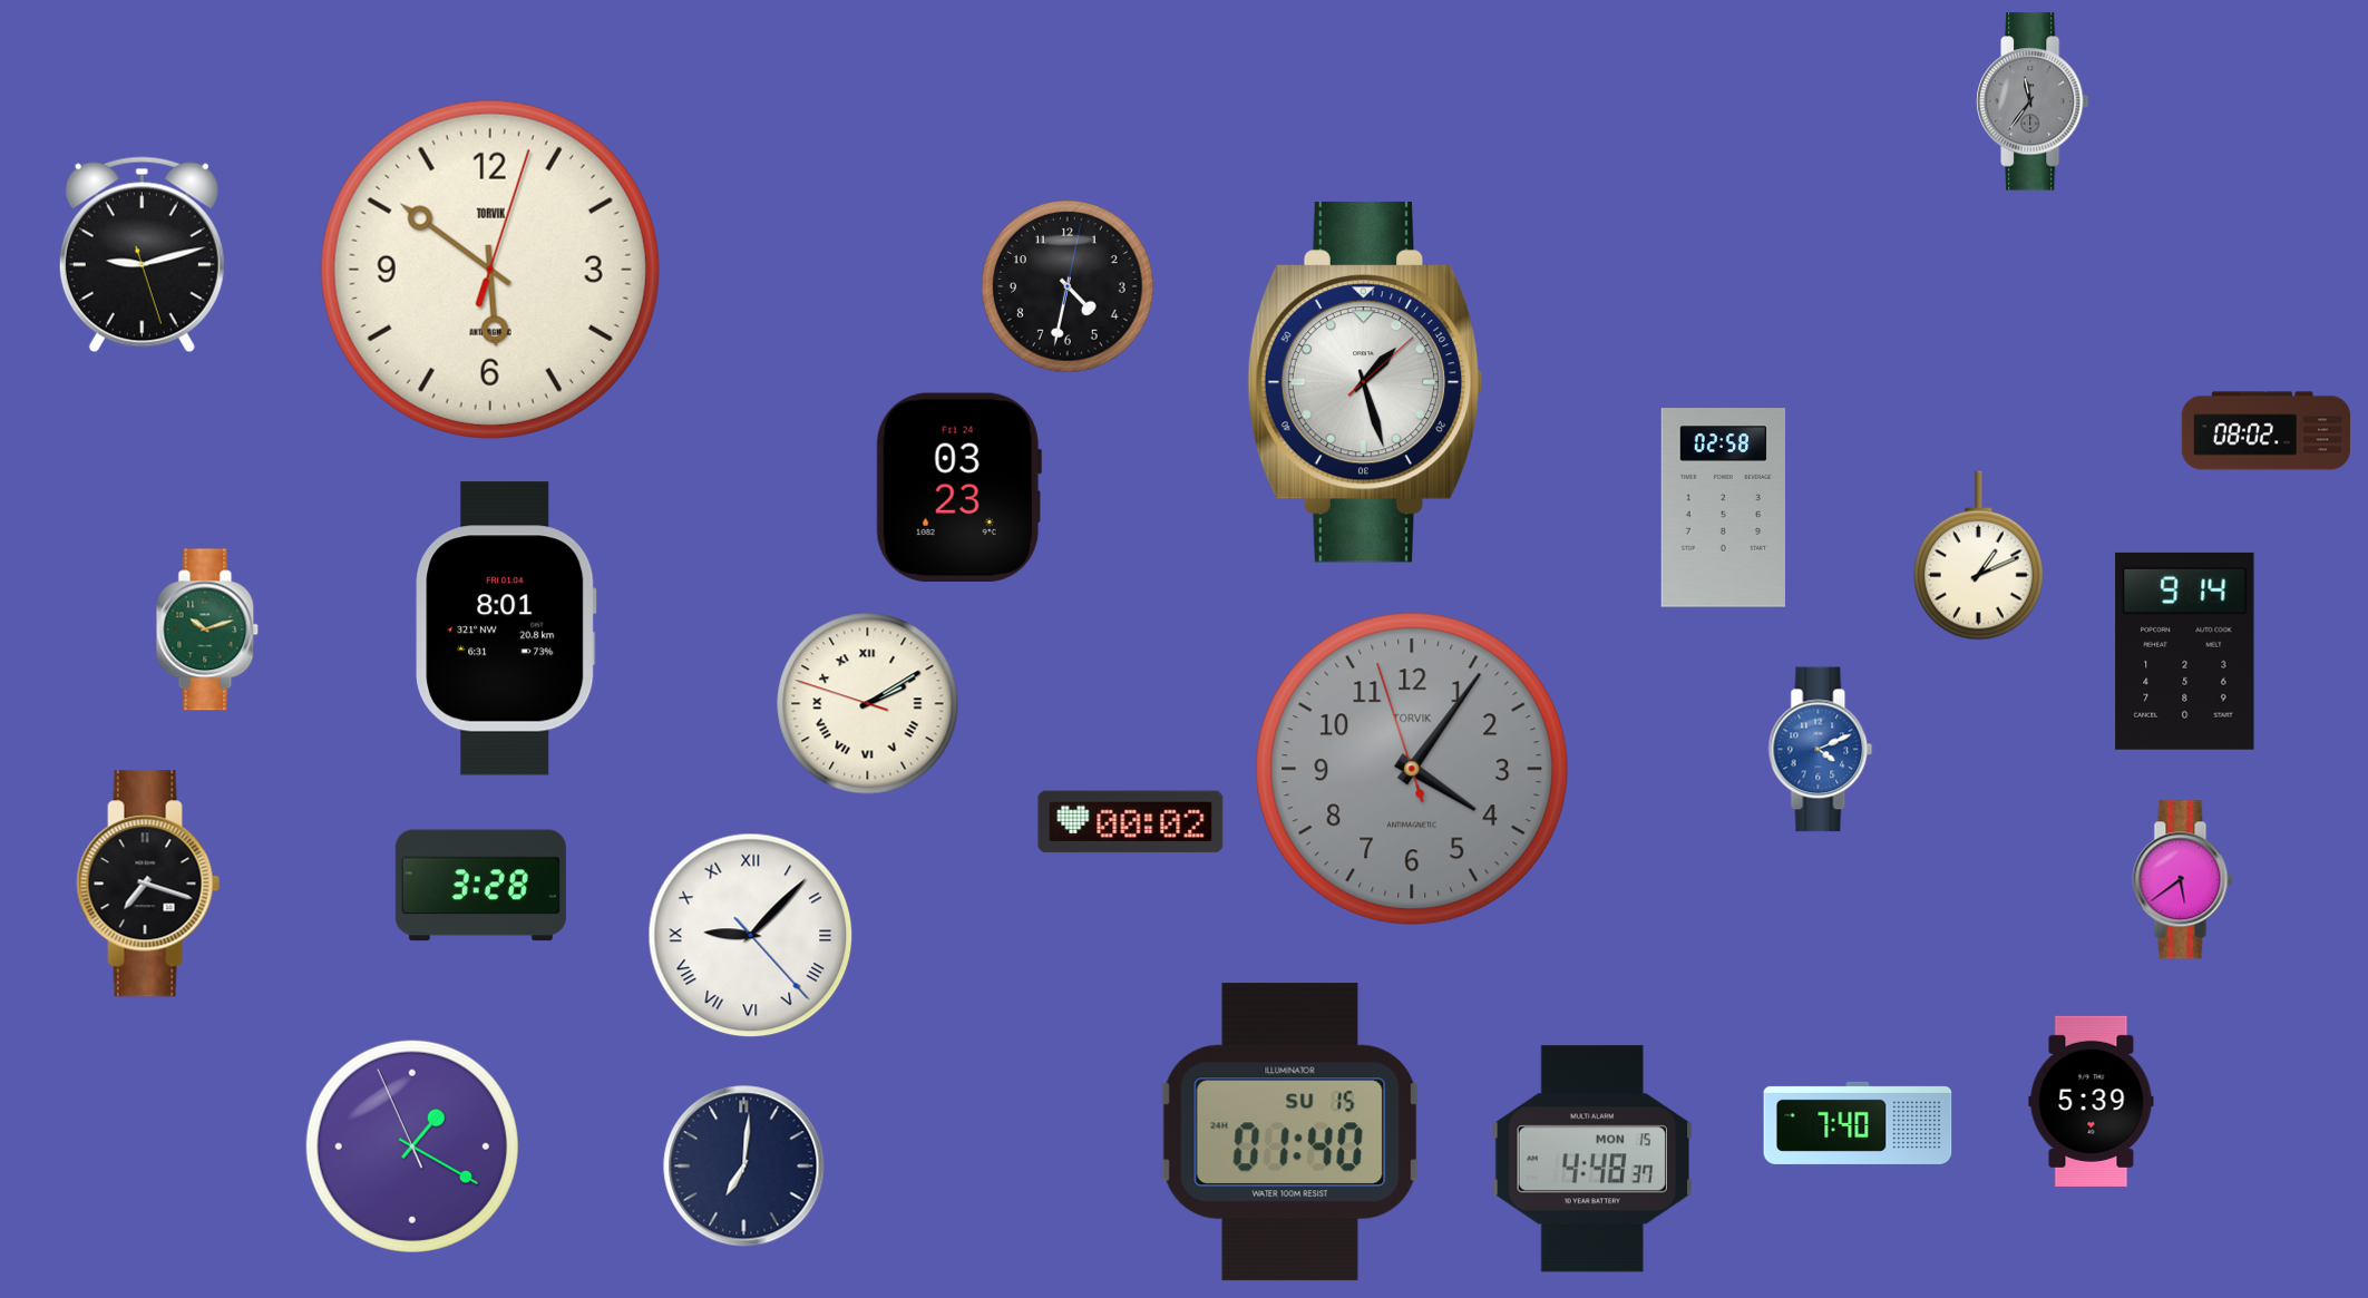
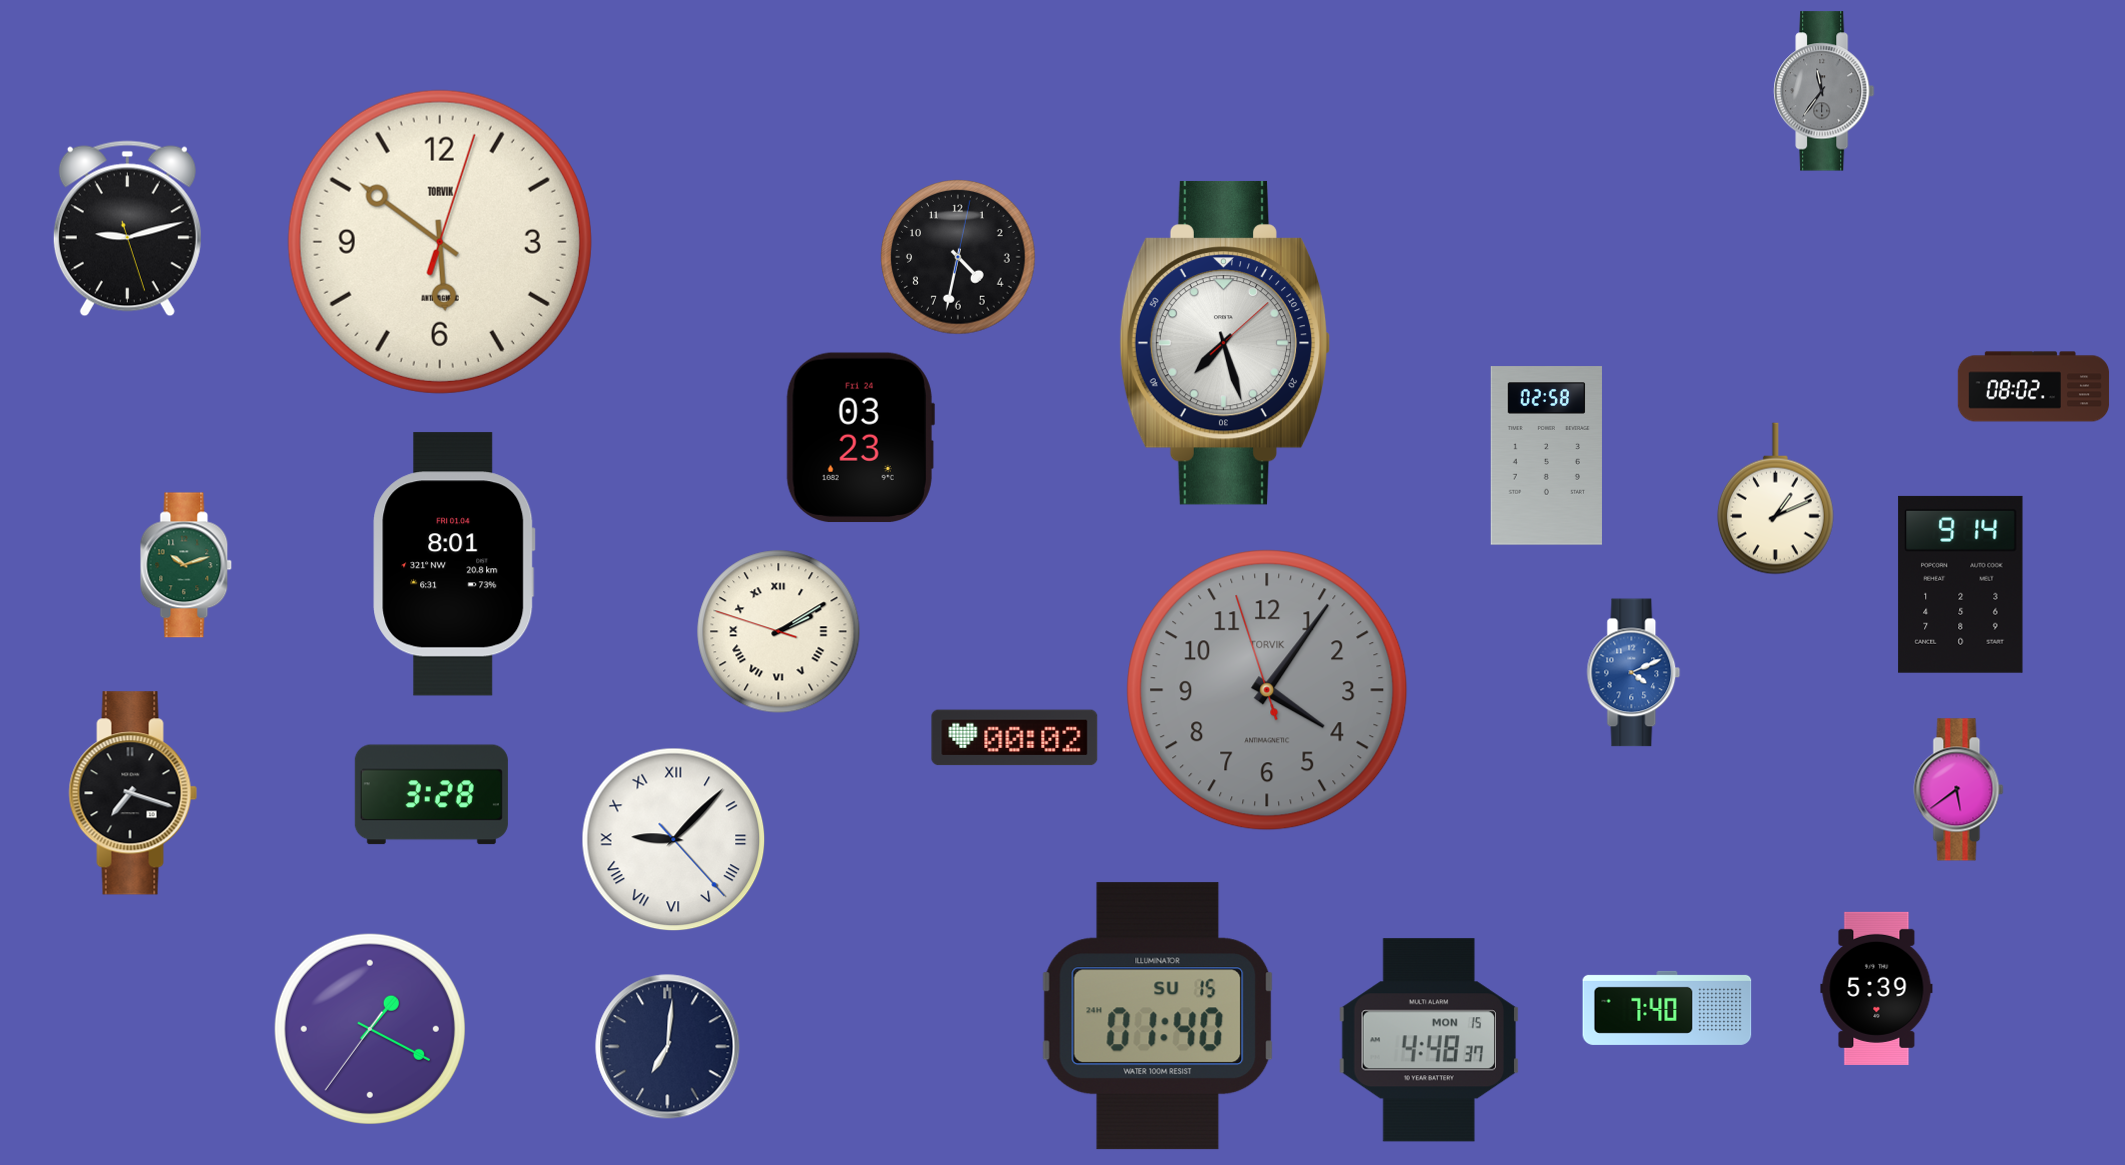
clock at (1365, 382): 1:27 -> 7:27
clock at (412, 1146): 1:19:56 -> 1:19:36
